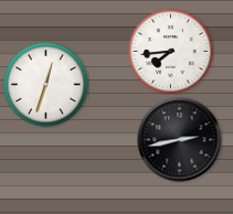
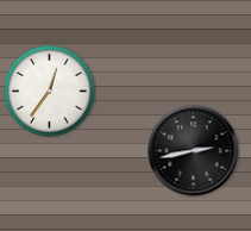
clock at (171, 52): 7:44 -> none
clock at (46, 85): 12:33 -> 12:36
